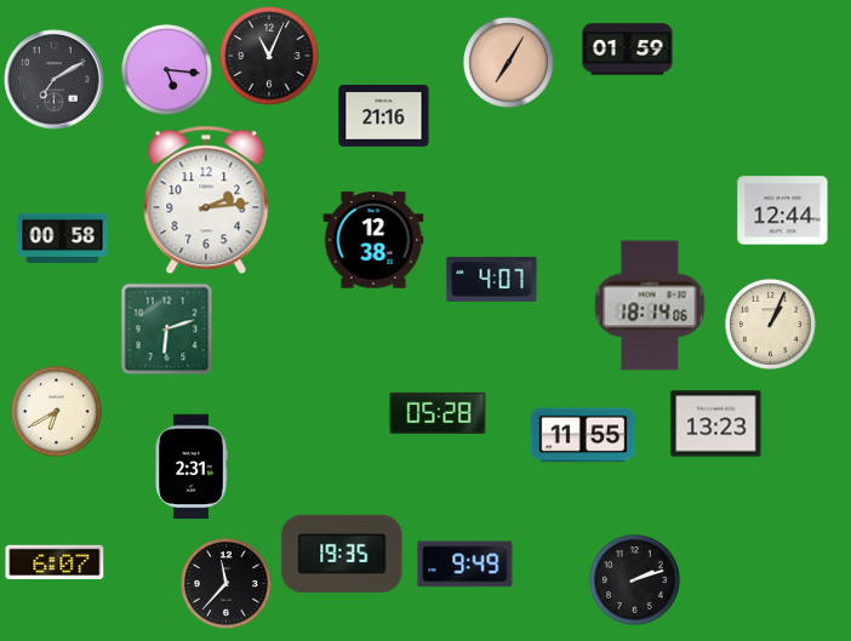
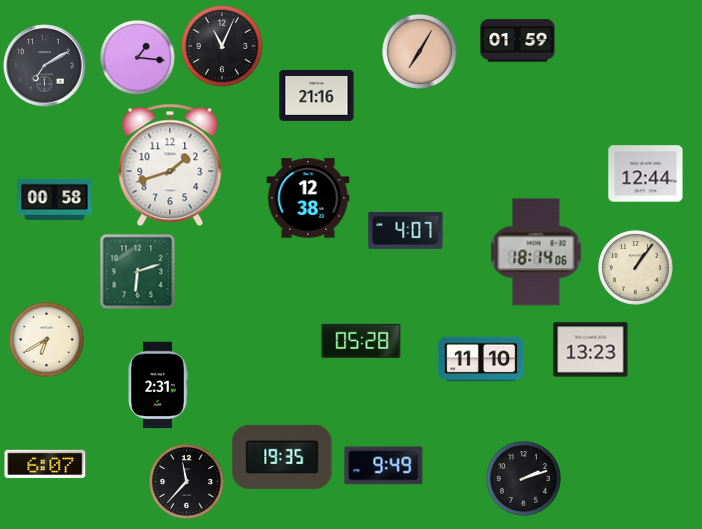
clock at (166, 69): 5:16 -> 1:16
clock at (206, 200): 2:14 -> 1:42
clock at (63, 237) position: (63, 237) -> (55, 199)
clock at (770, 324): 1:04 -> 1:06
clock at (583, 435): 11:55 -> 11:10
